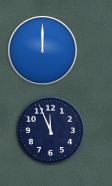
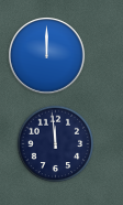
clock at (51, 131): 11:56 -> 11:59
